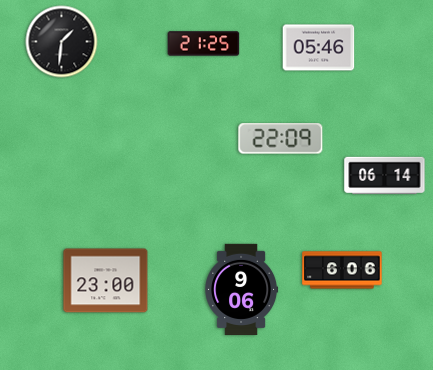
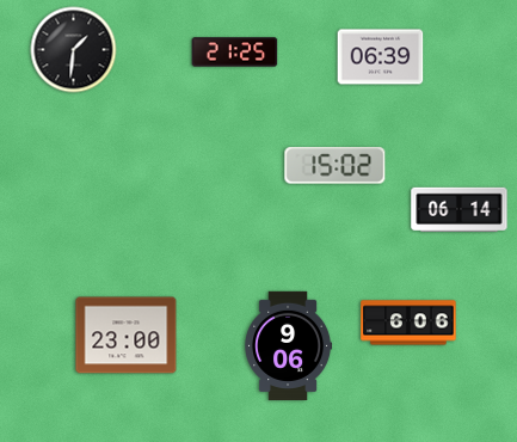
clock at (204, 44) position: (204, 44) -> (235, 53)
clock at (319, 48): 05:46 -> 06:39
clock at (281, 139): 22:09 -> 15:02
